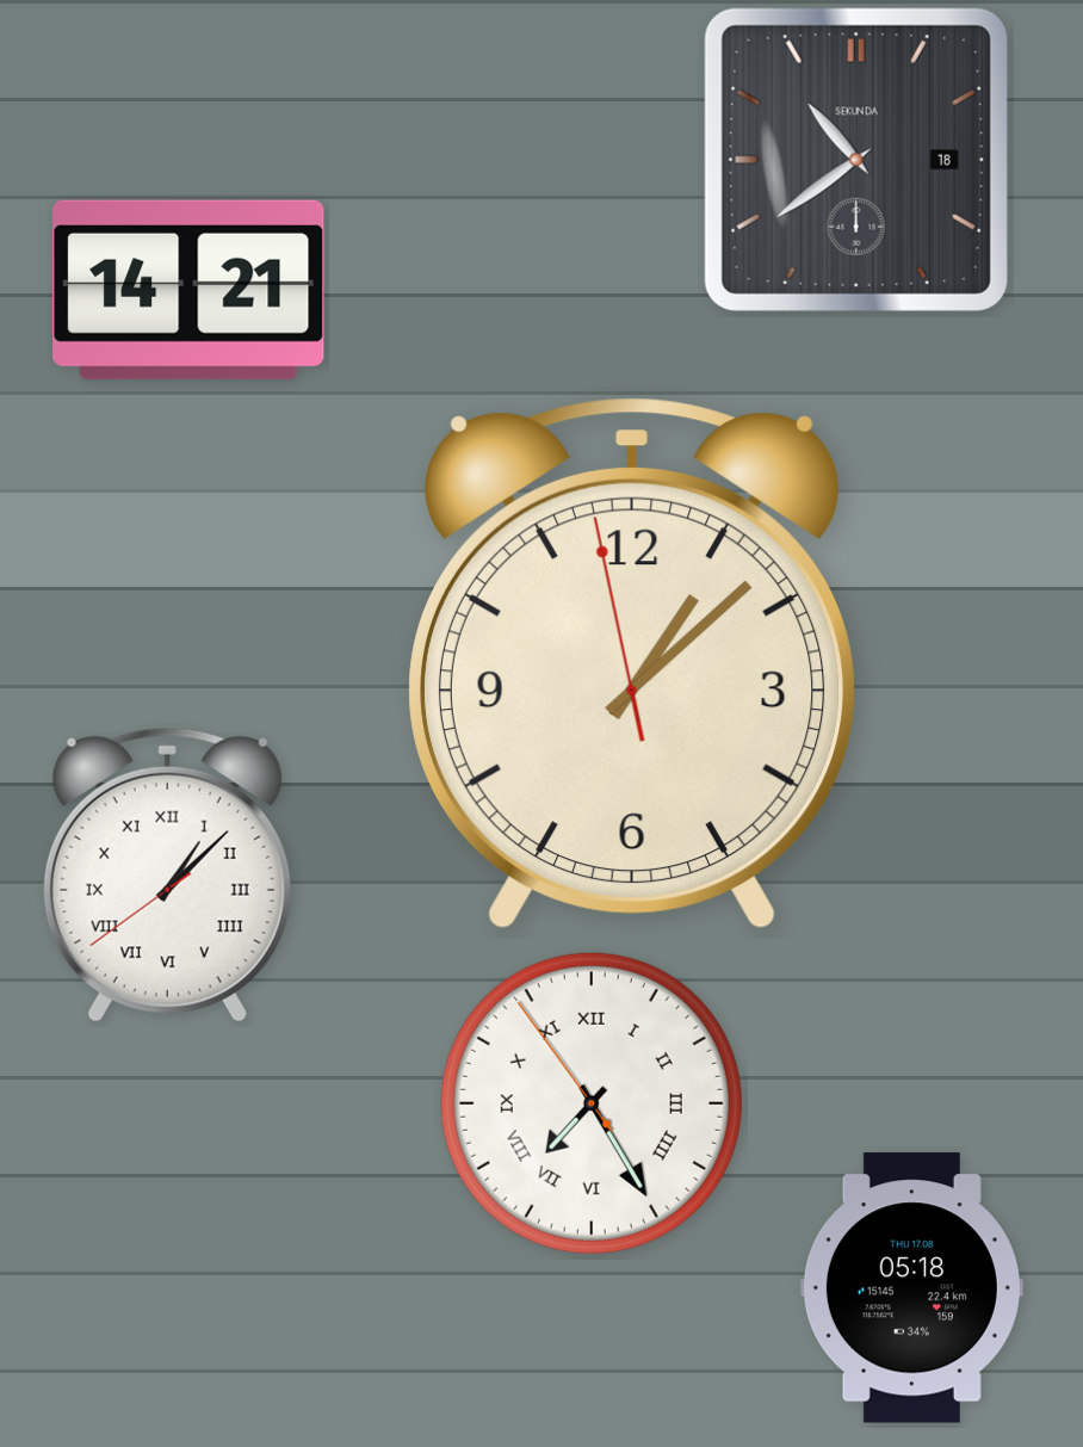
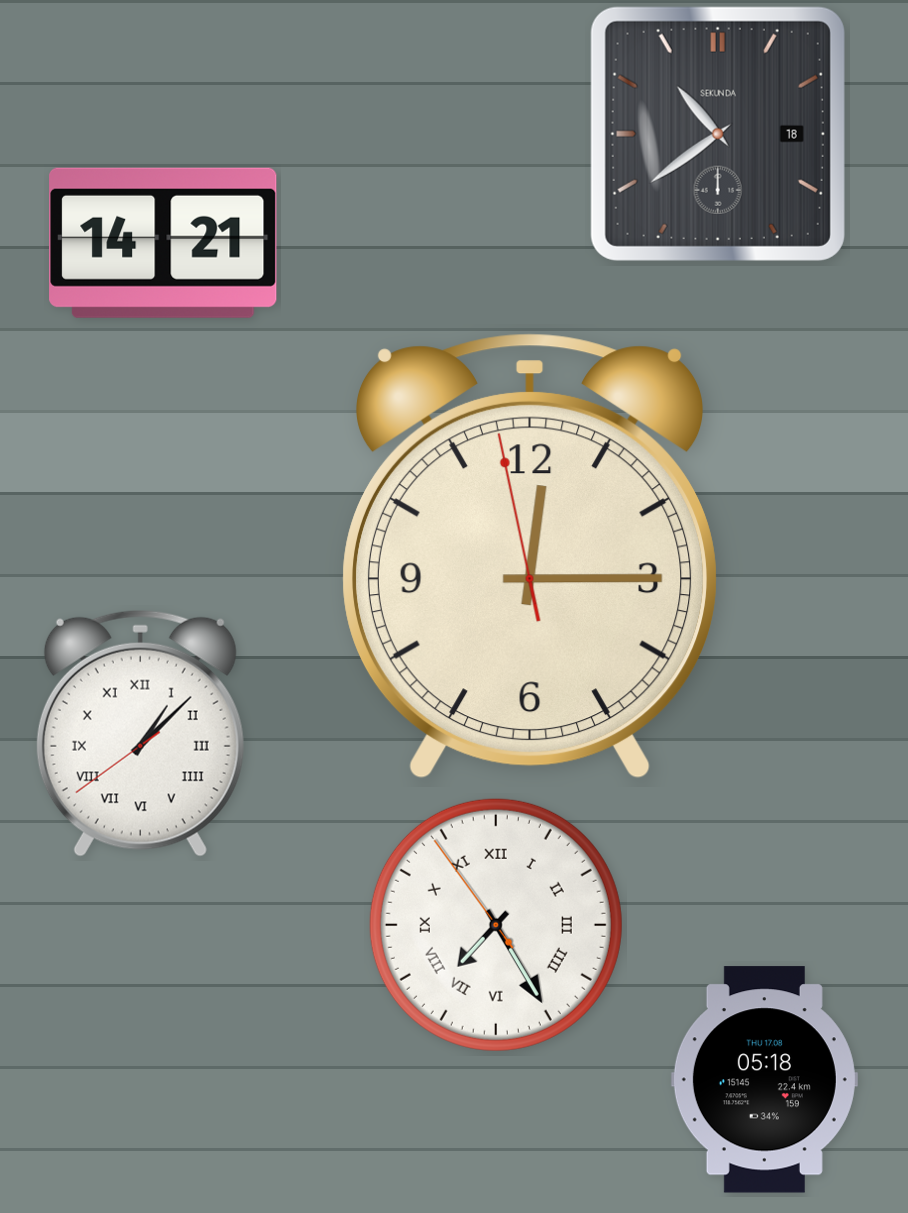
clock at (188, 290) position: (188, 290) -> (163, 243)
clock at (632, 664): 1:07 -> 12:14
